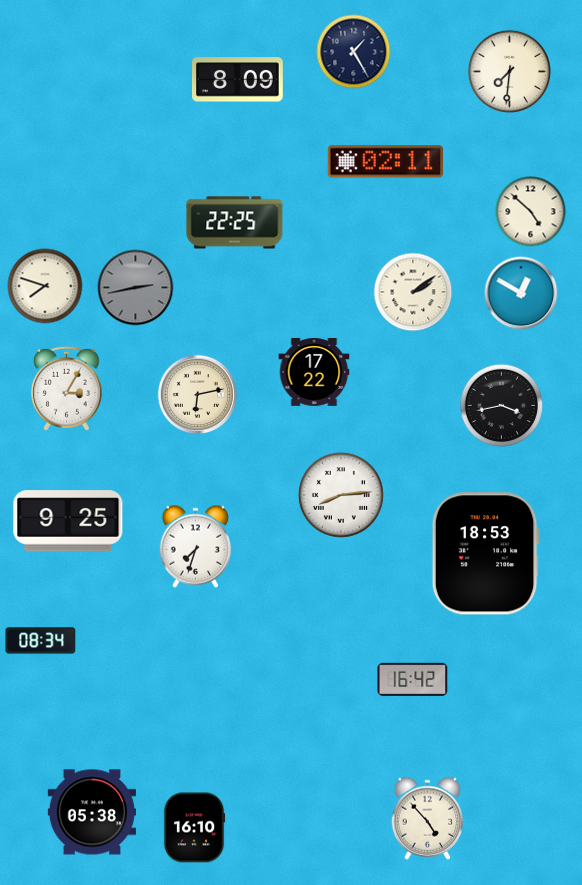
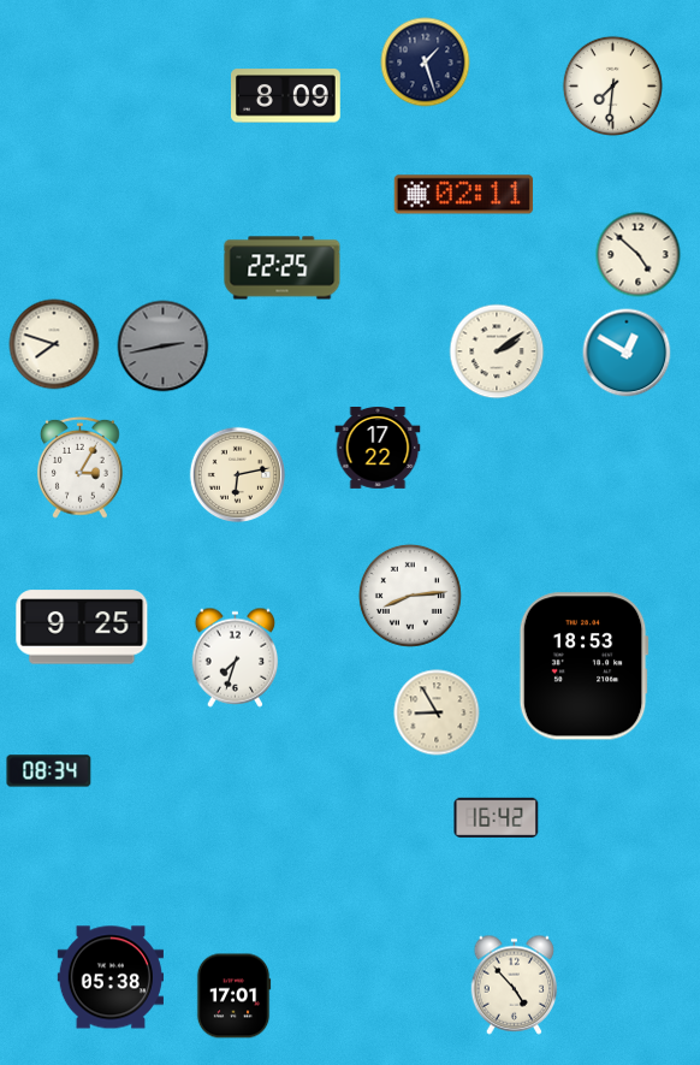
clock at (354, 52): 1:25 -> 1:27
clock at (501, 405): 3:43 -> none
clock at (437, 712): none -> 8:55
clock at (194, 828): 16:10 -> 17:01
